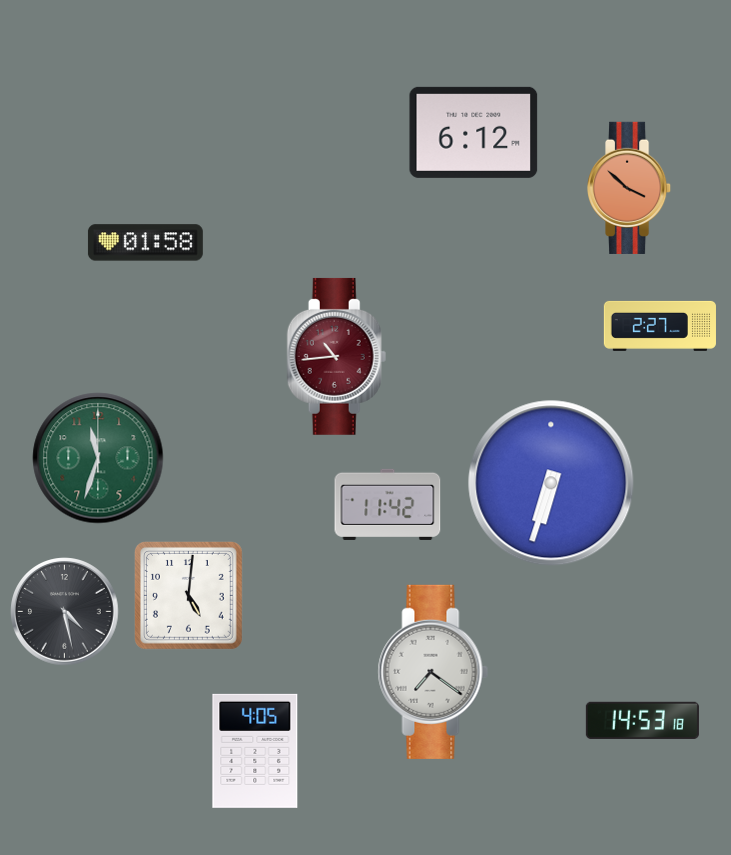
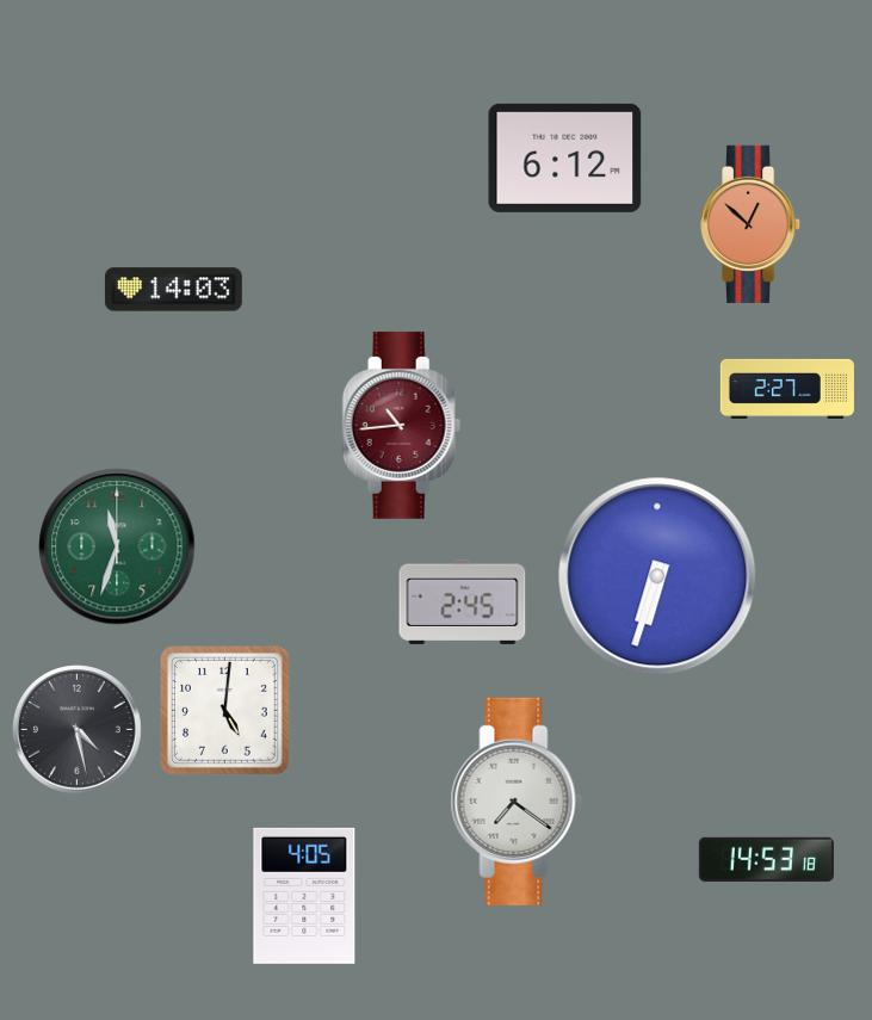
clock at (630, 188): 3:52 -> 12:52
clock at (145, 243): 01:58 -> 14:03
clock at (388, 504): 11:42 -> 2:45
